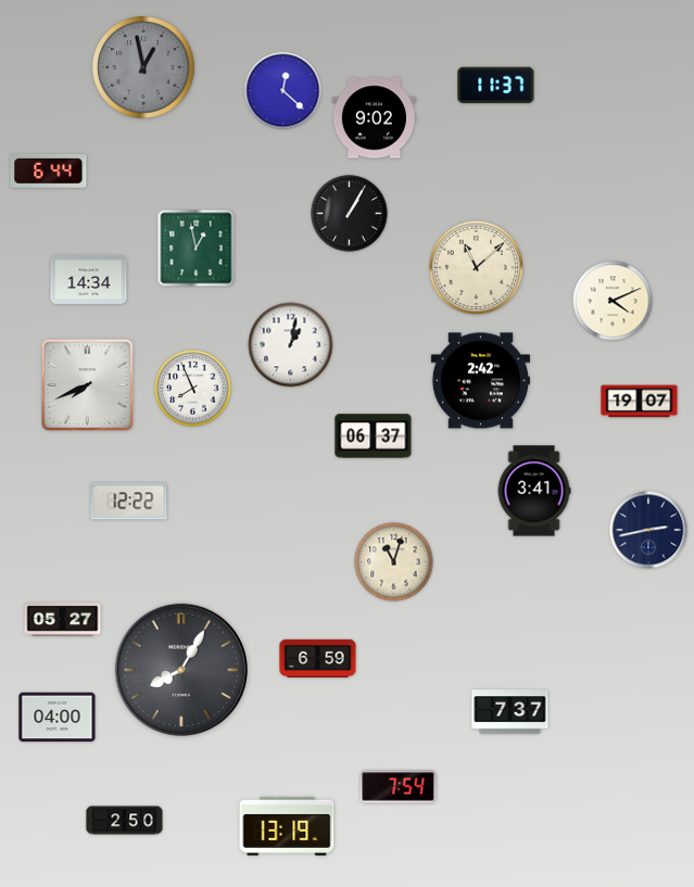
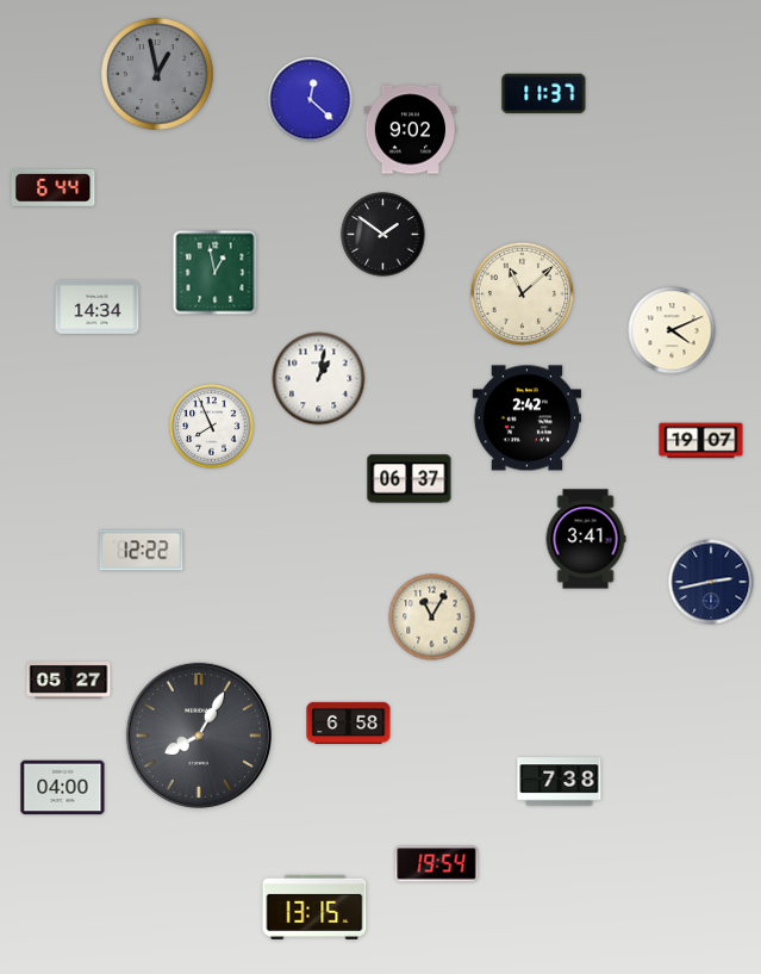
clock at (350, 214): 1:05 -> 1:51
clock at (87, 384): 7:41 -> none
clock at (394, 562): 11:03 -> 11:05
clock at (318, 658): 6:59 -> 6:58
clock at (510, 712): 7:37 -> 7:38
clock at (399, 787): 7:54 -> 19:54
clock at (125, 821): 2:50 -> none
clock at (287, 826): 13:19 -> 13:15
